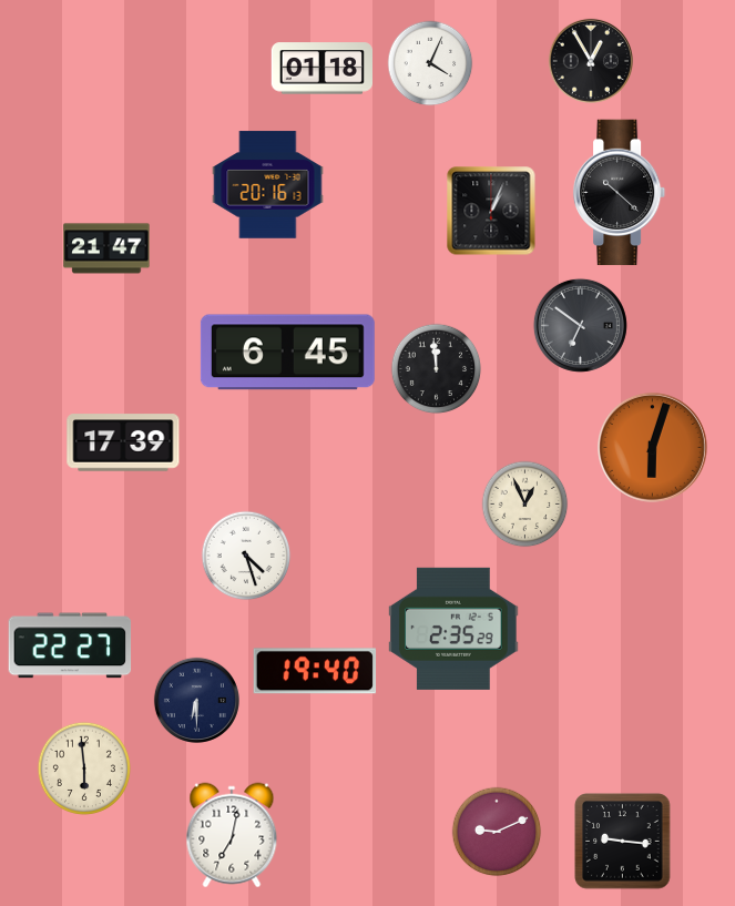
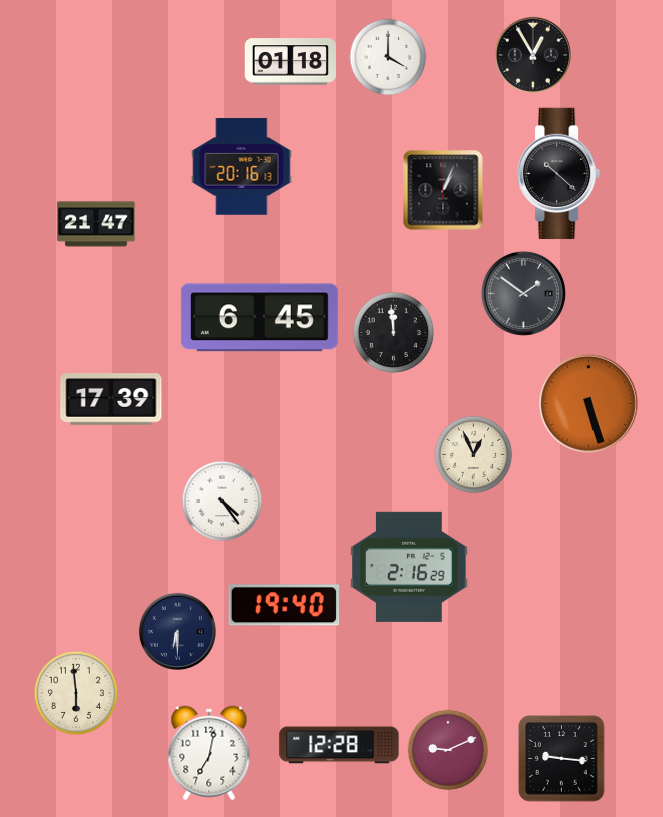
clock at (430, 63): 4:04 -> 4:00
clock at (580, 325): 6:51 -> 1:51
clock at (652, 447): 6:03 -> 5:27
clock at (246, 556): 4:27 -> 4:24
clock at (453, 629): 2:35 -> 2:16
clock at (70, 645): 22:27 -> none
clock at (339, 745): none -> 12:28
